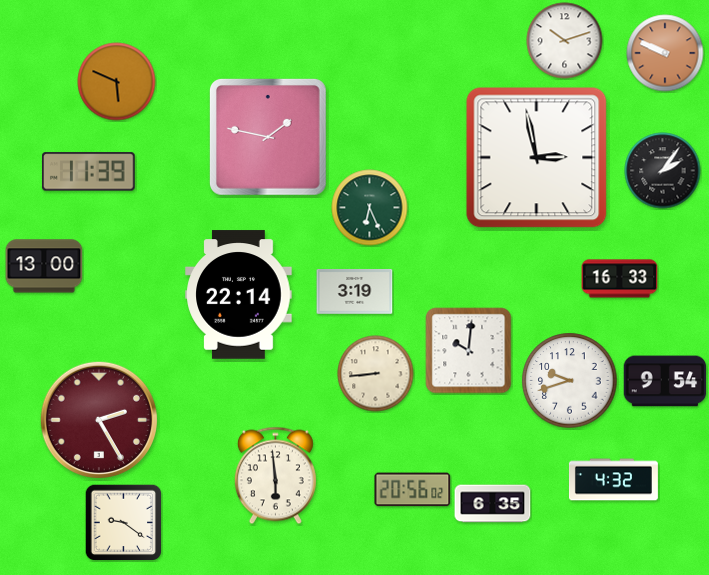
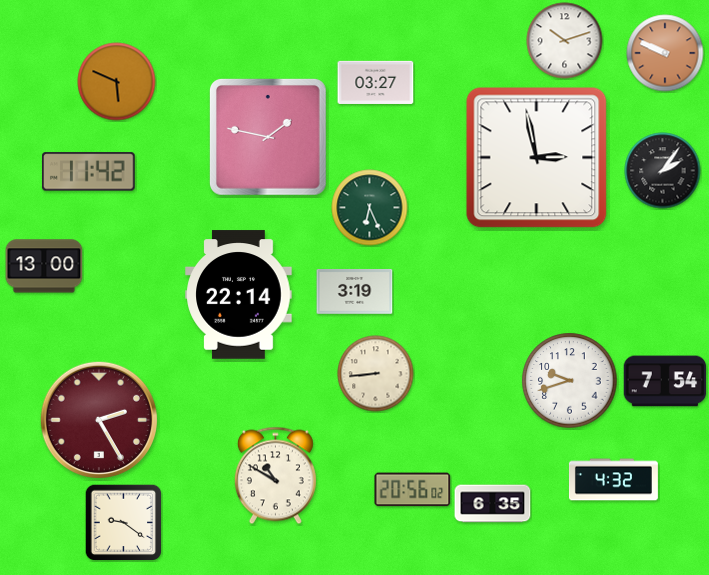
clock at (376, 82): none -> 03:27
clock at (89, 172): 11:39 -> 11:42
clock at (620, 279): 16:33 -> none
clock at (469, 351): 10:01 -> none
clock at (665, 381): 9:54 -> 7:54
clock at (275, 476): 5:59 -> 10:50
